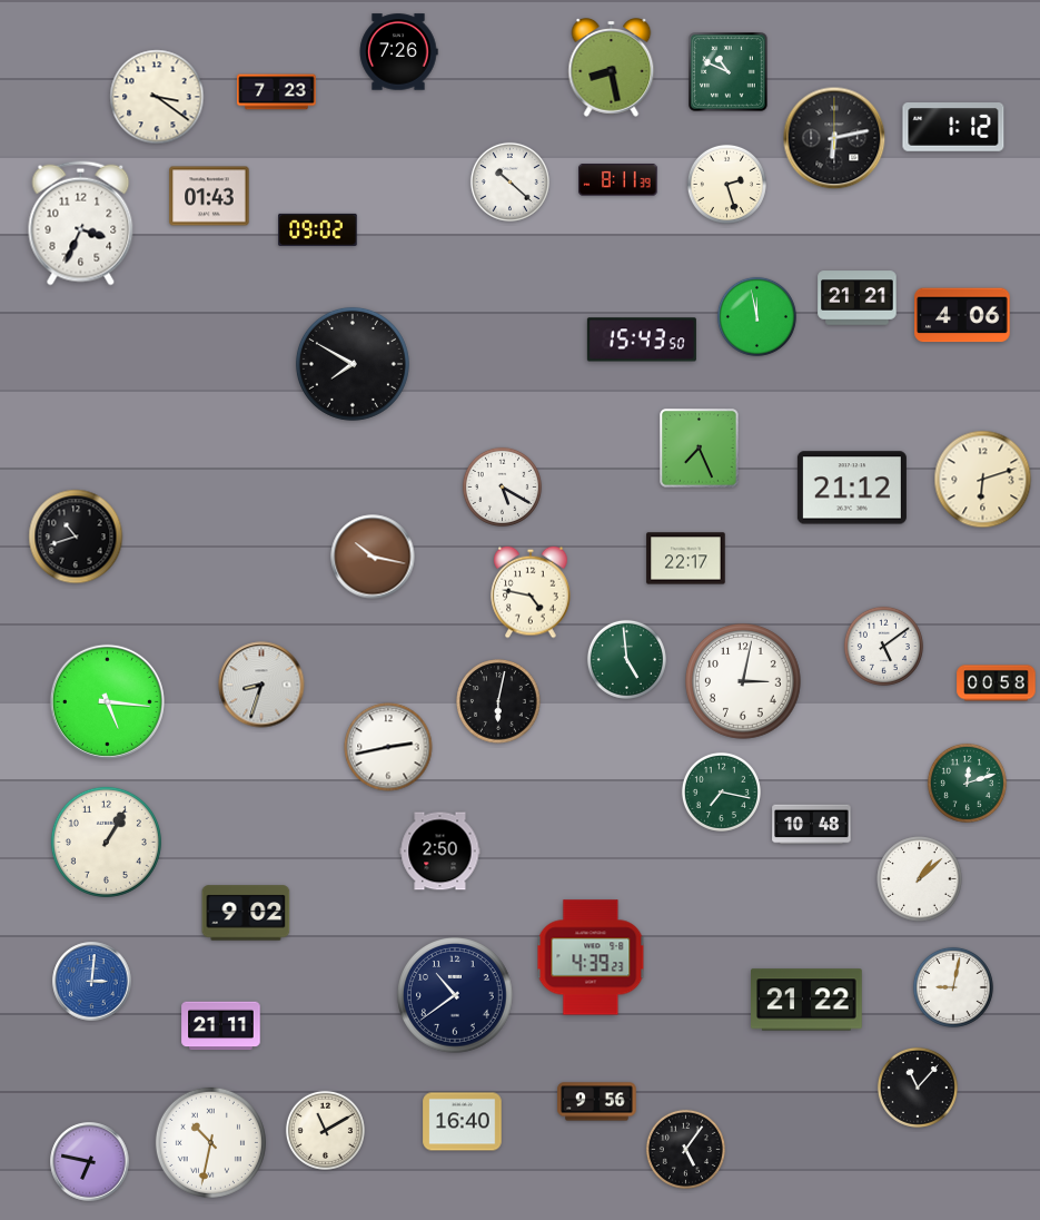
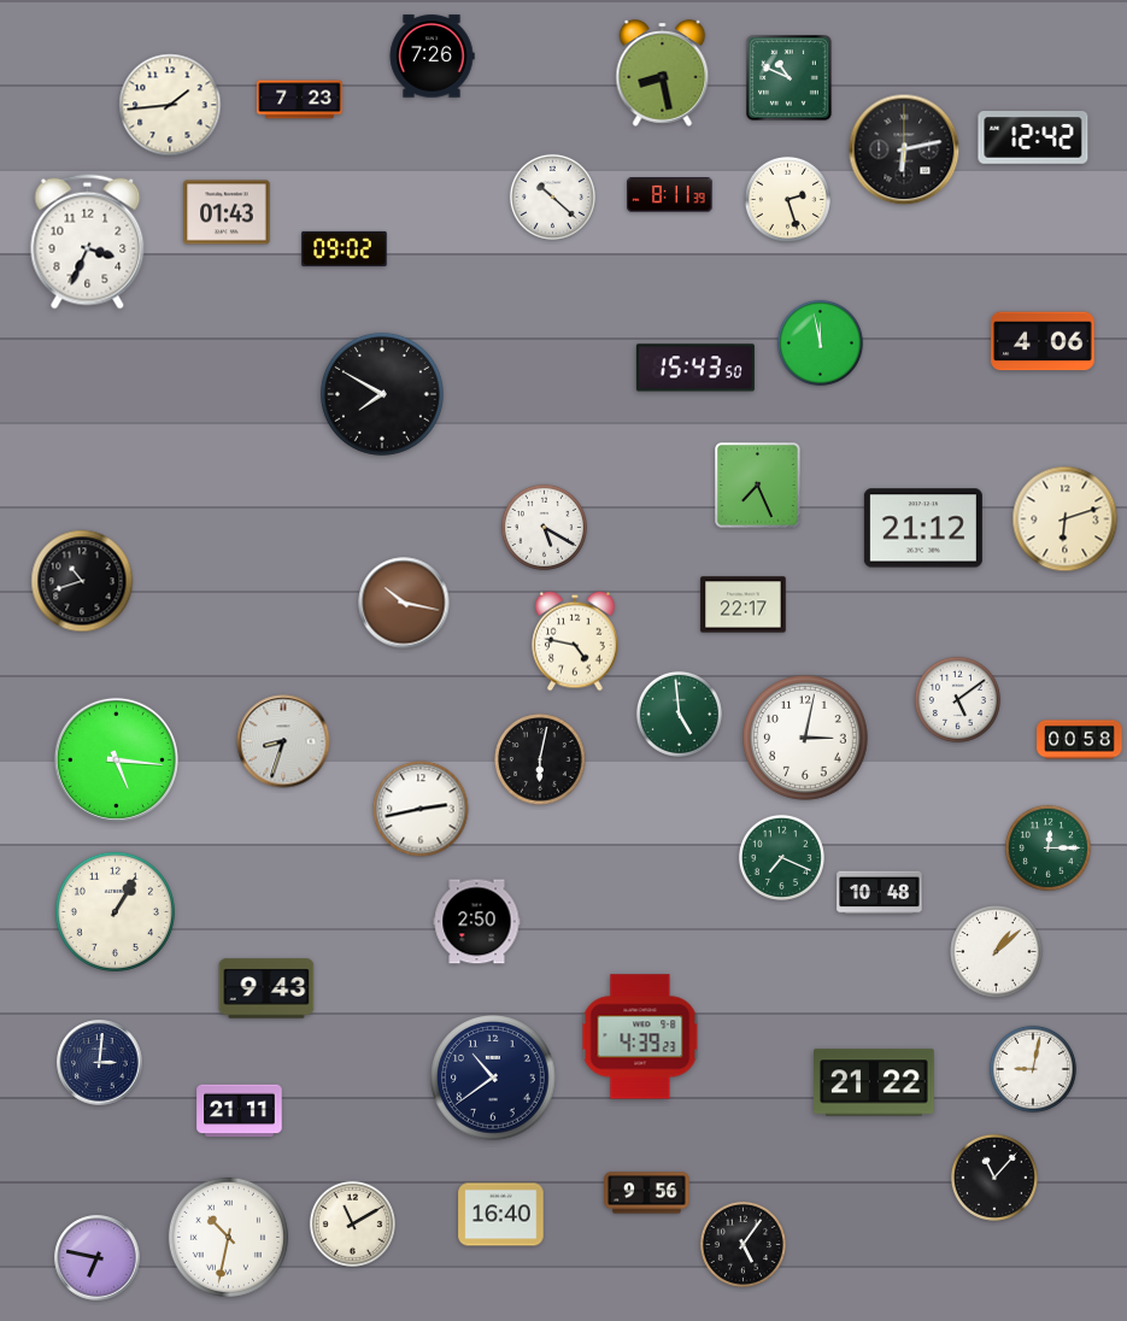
clock at (157, 97): 3:21 -> 1:44
clock at (953, 128): 1:12 -> 12:42
clock at (858, 298): 21:21 -> none
clock at (967, 783): 12:12 -> 12:15
clock at (721, 791): 7:17 -> 7:19
clock at (246, 913): 9:02 -> 9:43
clock at (92, 982) dial: blue -> navy
